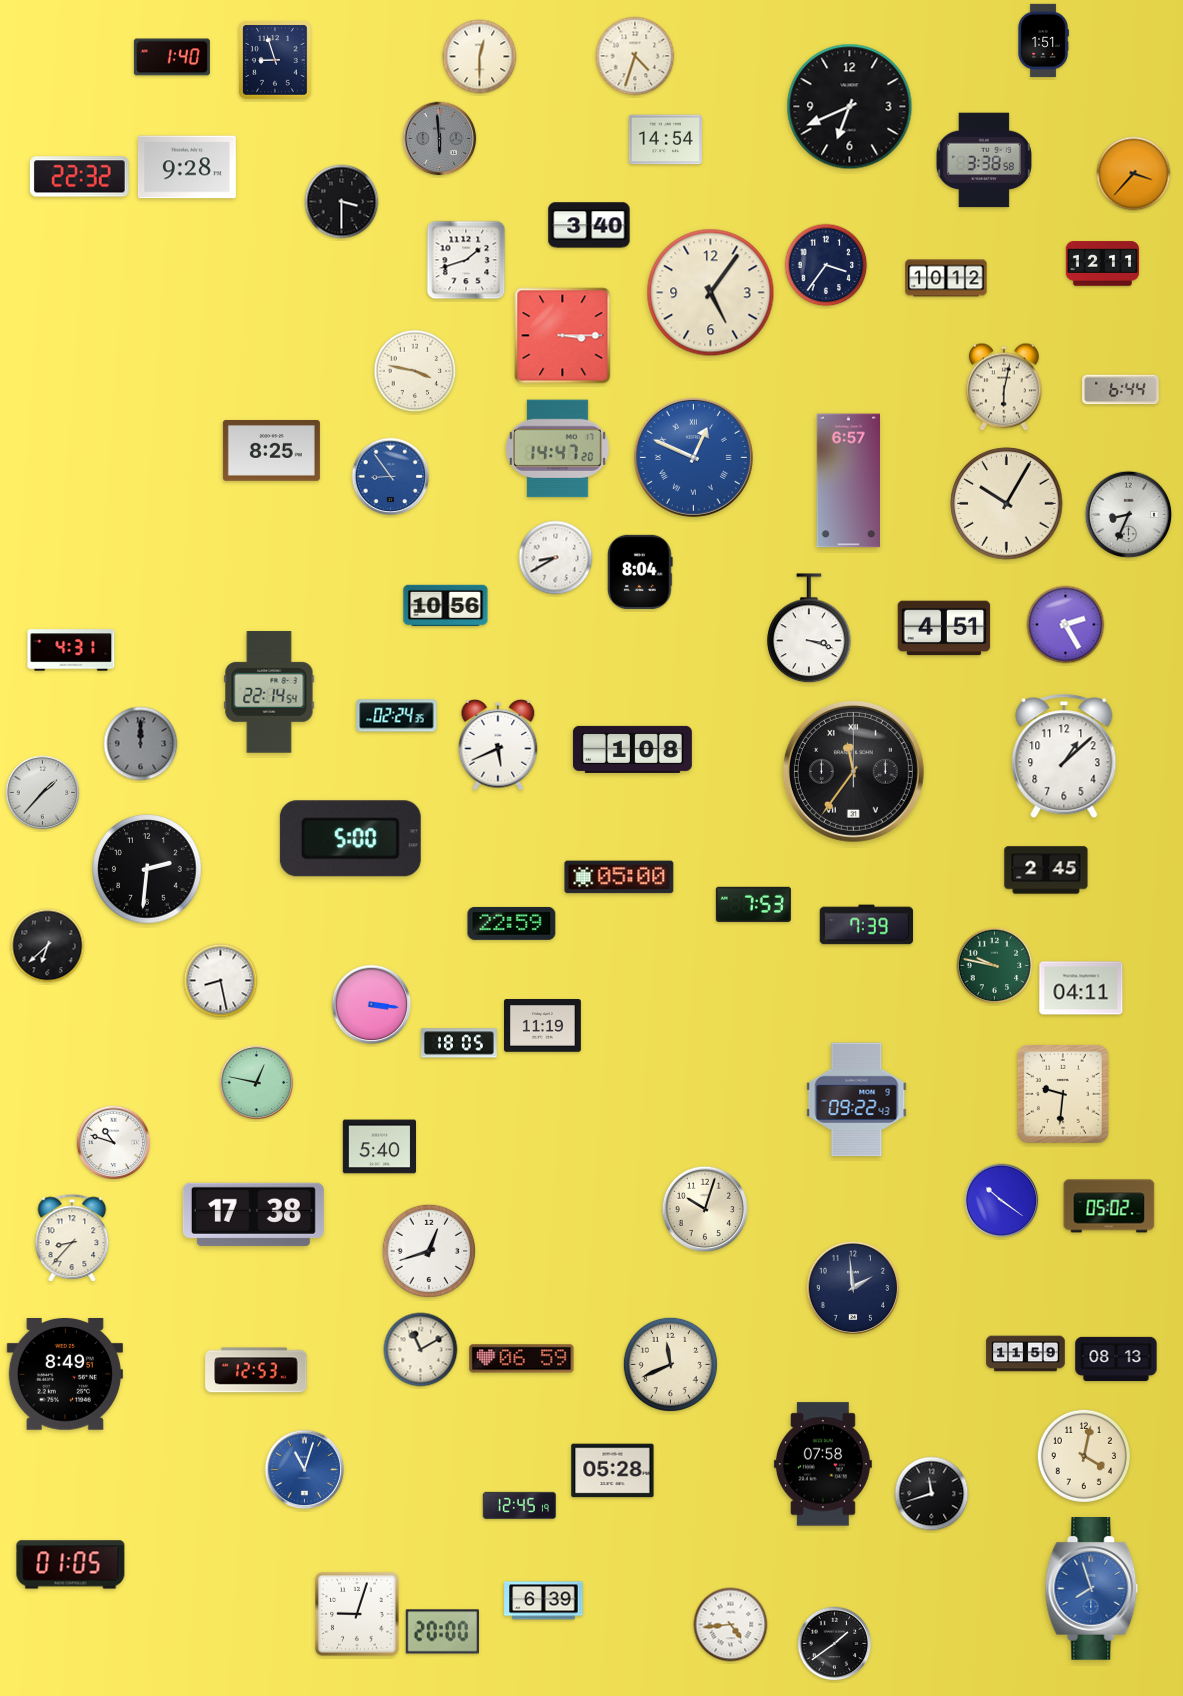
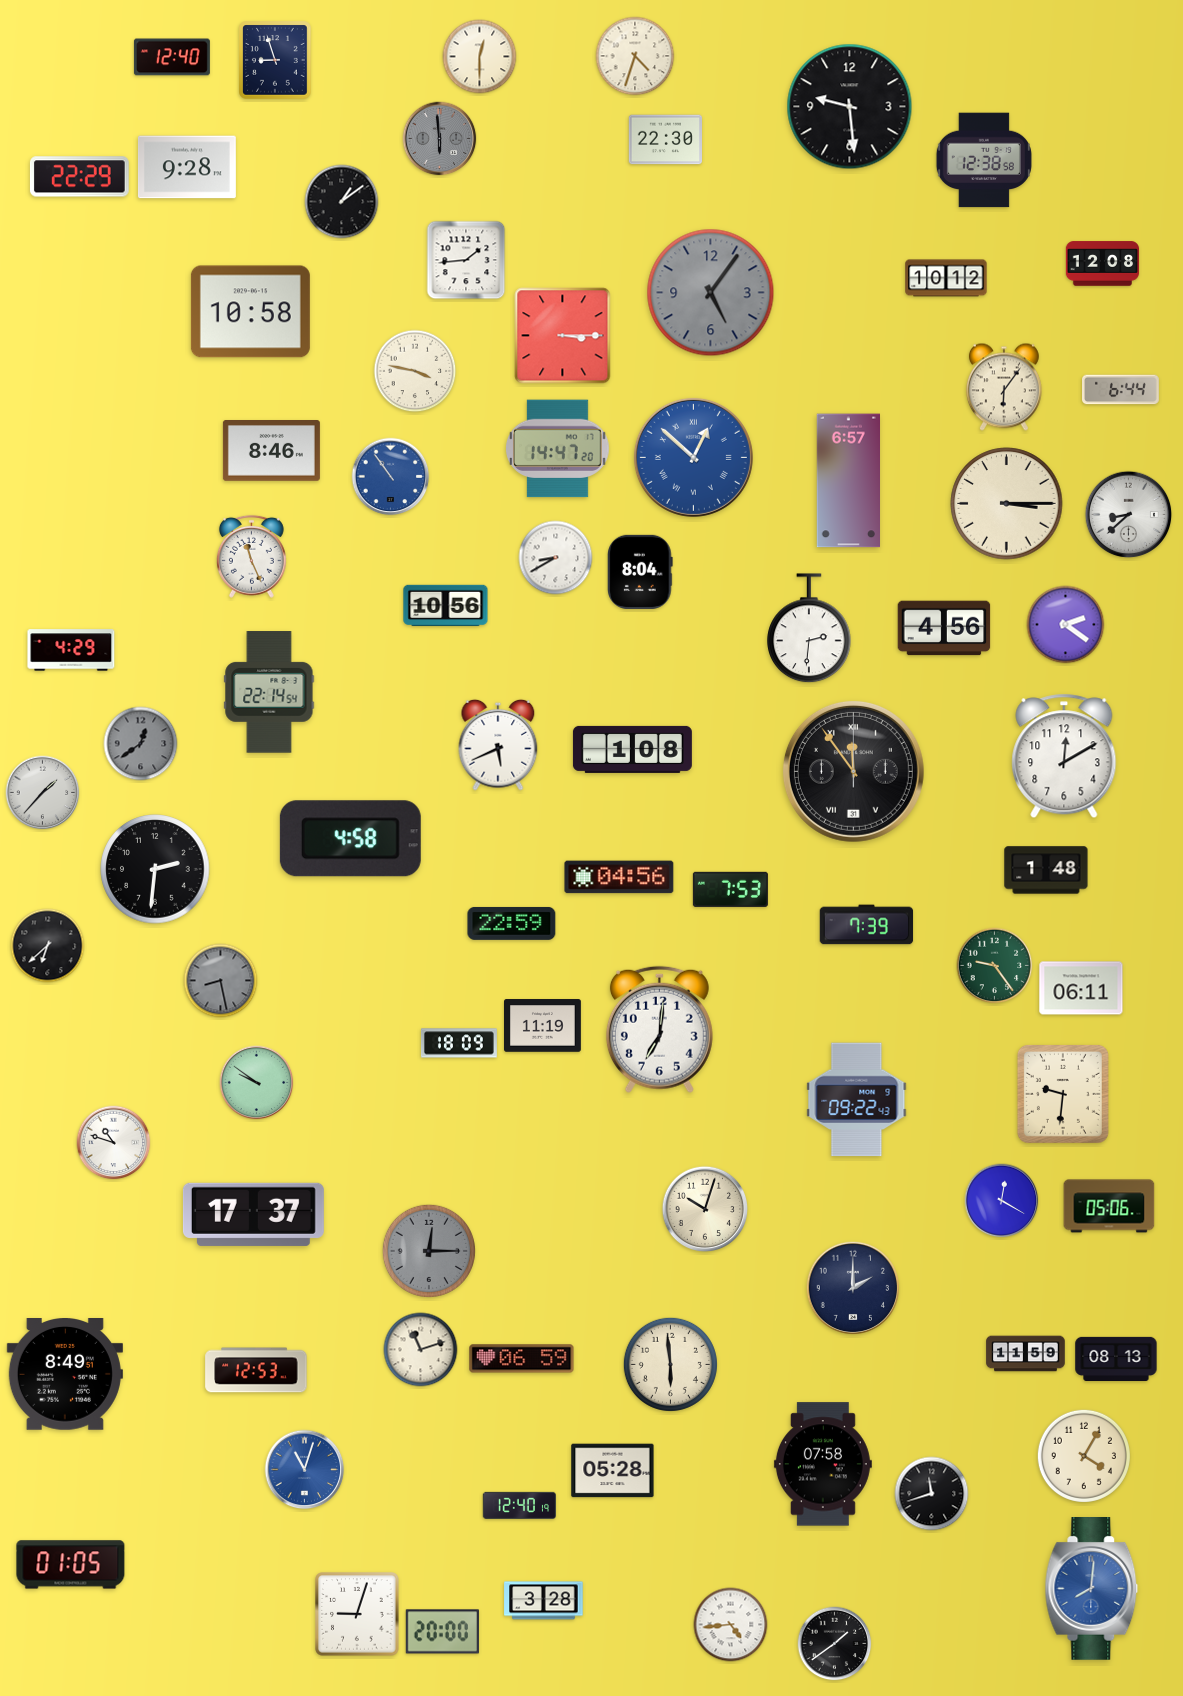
clock at (1043, 40): 1:51 -> none
clock at (172, 57): 1:40 -> 12:40
clock at (850, 107): 6:41 -> 9:29
clock at (665, 140): 14:54 -> 22:30
clock at (984, 160): 3:38 -> 12:38
clock at (1134, 174): 3:37 -> none
clock at (79, 177): 22:32 -> 22:29
clock at (342, 202): 3:30 -> 1:09
clock at (589, 225): 3:40 -> none
clock at (466, 260): 1:42 -> 1:44
clock at (1103, 264): 12:11 -> 12:08
clock at (826, 265): 3:36 -> none
clock at (711, 293) dial: cream -> grey
clock at (250, 312): none -> 10:58
clock at (1004, 387): 6:02 -> 6:06
clock at (271, 451): 8:25 -> 8:46
clock at (693, 457): 12:49 -> 12:52
clock at (391, 477): 8:54 -> 10:54
clock at (1007, 504): 10:05 -> 3:15
clock at (1129, 515): 8:34 -> 8:38
clock at (251, 556): none -> 11:26
clock at (1066, 625): 2:25 -> 2:21
clock at (944, 628): 4:51 -> 4:56
clock at (809, 629): 3:18 -> 2:31
clock at (71, 650): 4:31 -> 4:29
clock at (397, 716): 02:24 -> none
clock at (141, 744): 12:00 -> 12:39
clock at (1064, 756): 1:08 -> 12:10
clock at (853, 771): 11:36 -> 11:54
clock at (350, 839): 5:00 -> 4:58
clock at (147, 869) position: (147, 869) -> (155, 869)
clock at (1046, 870): 2:45 -> 1:48
clock at (619, 877): 05:00 -> 04:56
clock at (753, 904) position: (753, 904) -> (730, 889)
clock at (995, 966): 9:47 -> 9:24
clock at (221, 981) dial: white -> grey
clock at (1081, 988): 04:11 -> 06:11
clock at (372, 1005): 3:16 -> none
clock at (659, 1029): none -> 7:01
clock at (459, 1043): 18:05 -> 18:09
clock at (257, 1083): 12:47 -> 9:51
clock at (379, 1147): 5:40 -> none
clock at (1002, 1201): 10:21 -> 12:20
clock at (1109, 1206): 05:02 -> 05:06
clock at (253, 1214): 17:38 -> 17:37
clock at (72, 1239): 8:37 -> none
clock at (429, 1251): 12:42 -> 12:15
clock at (429, 1251) dial: white -> grey
clock at (852, 1287): 1:59 -> 2:00
clock at (421, 1350): 11:10 -> 11:12
clock at (670, 1364): 11:41 -> 5:59
clock at (1084, 1456): 4:02 -> 4:05
clock at (519, 1505): 12:45 -> 12:40
clock at (1092, 1589): 7:57 -> 8:01
clock at (544, 1601): 6:39 -> 3:28
